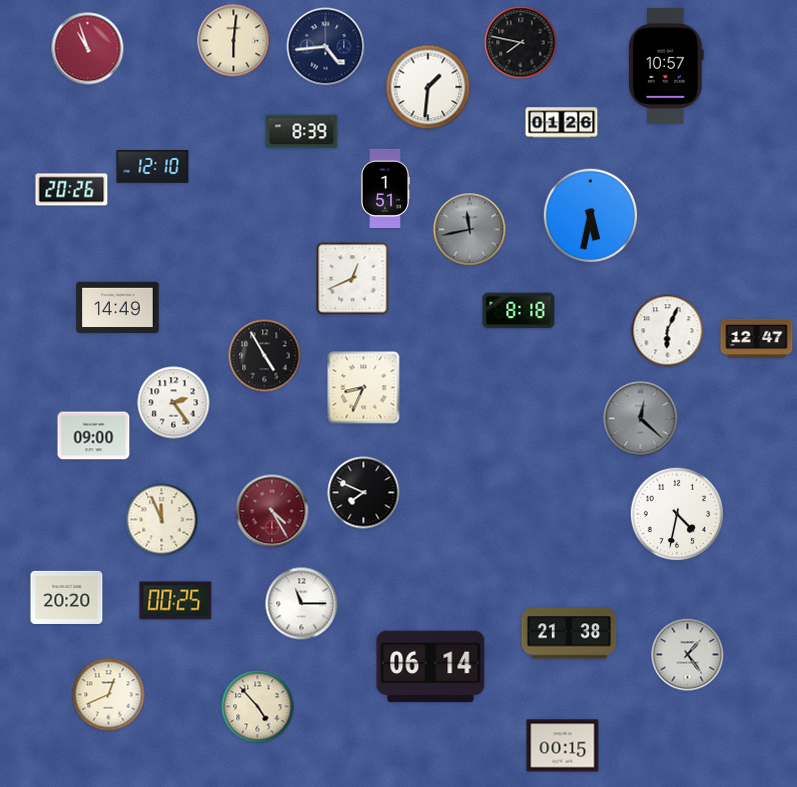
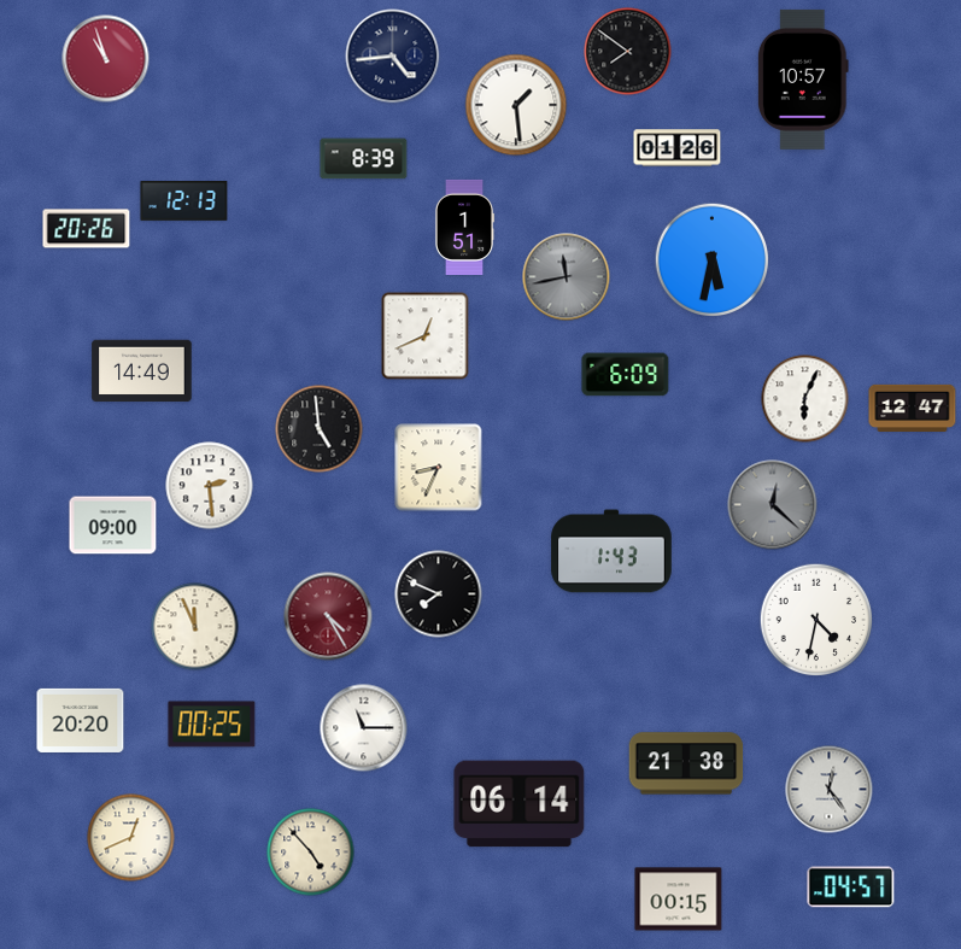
clock at (234, 41): 6:01 -> none
clock at (521, 43): 7:47 -> 7:51
clock at (428, 87): 1:31 -> 1:29
clock at (153, 167): 12:10 -> 12:13
clock at (519, 311): 8:18 -> 6:09
clock at (265, 356): 4:55 -> 4:59
clock at (174, 403): 2:24 -> 2:29
clock at (611, 551): none -> 1:43
clock at (688, 655): 1:24 -> 12:24
clock at (851, 888): none -> 04:57
